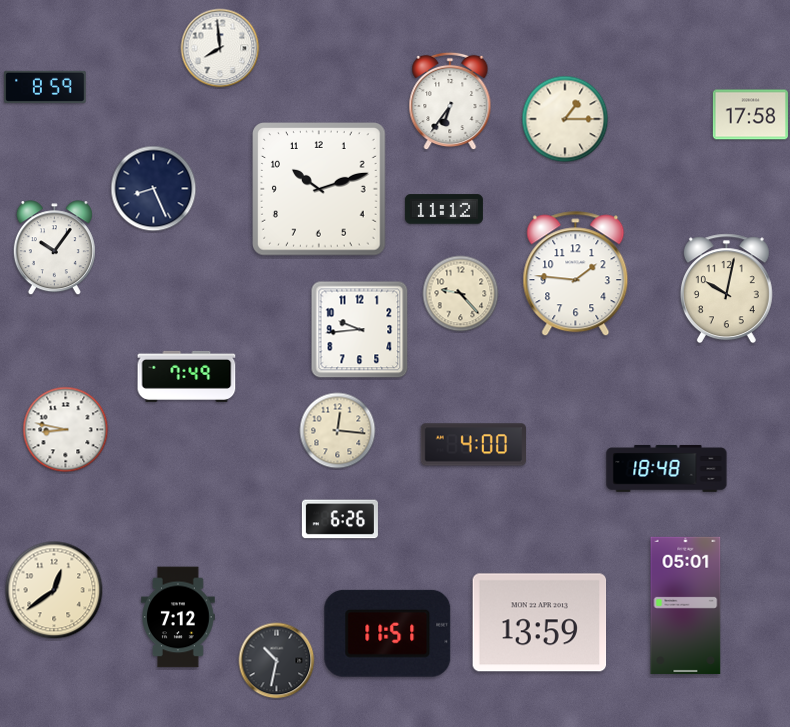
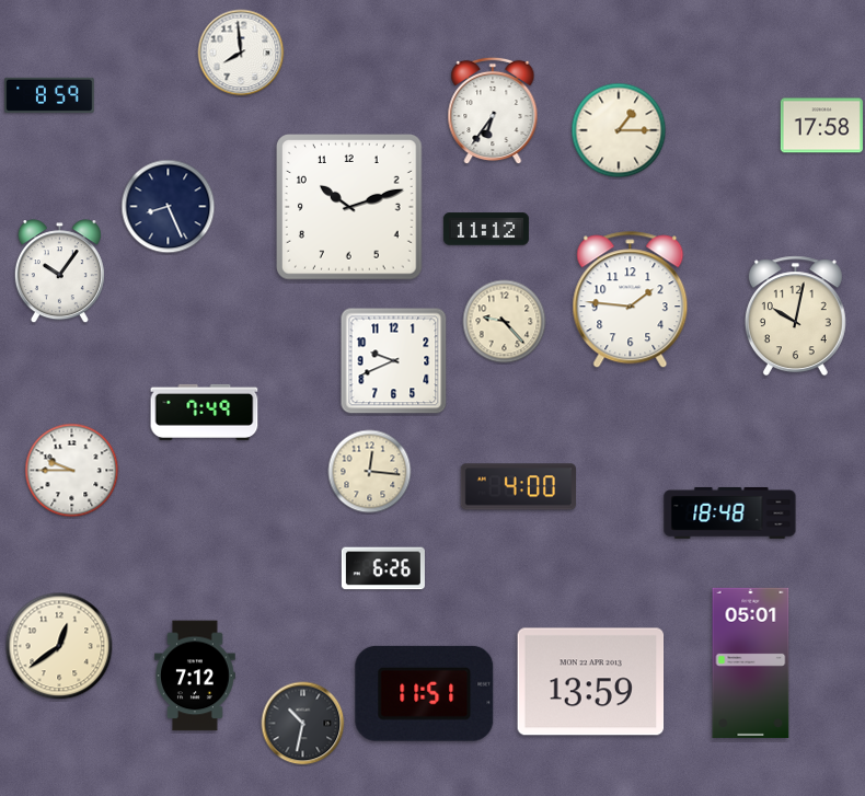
clock at (360, 330): 9:44 -> 9:41
clock at (66, 430): 8:47 -> 9:45
clock at (340, 519) position: (340, 519) -> (383, 568)
